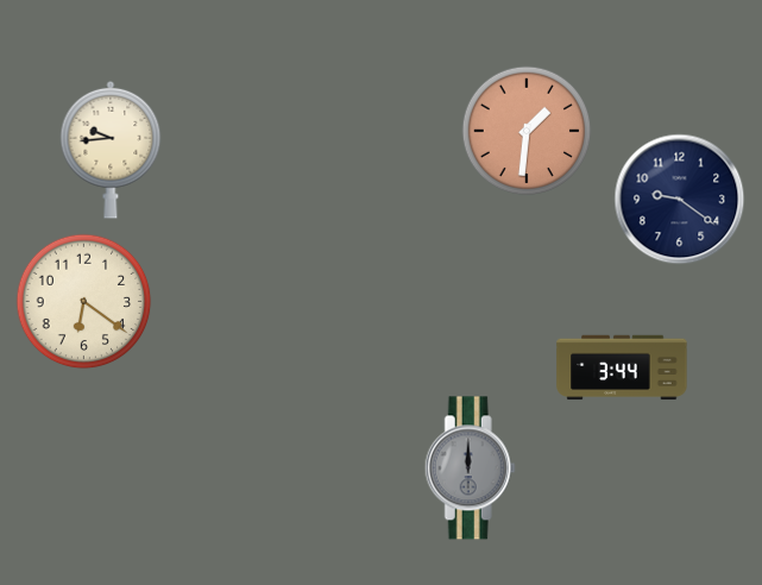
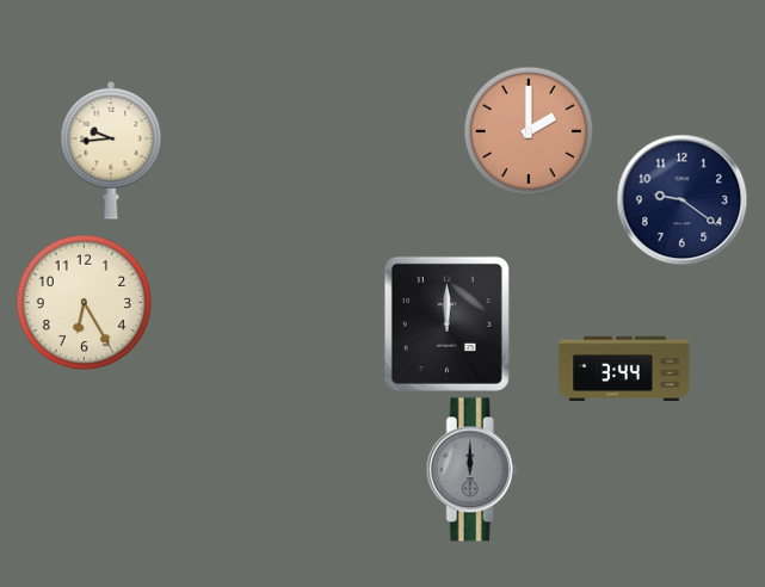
clock at (527, 131): 1:31 -> 2:00
clock at (84, 302): 6:21 -> 6:25
clock at (446, 323): none -> 12:00
